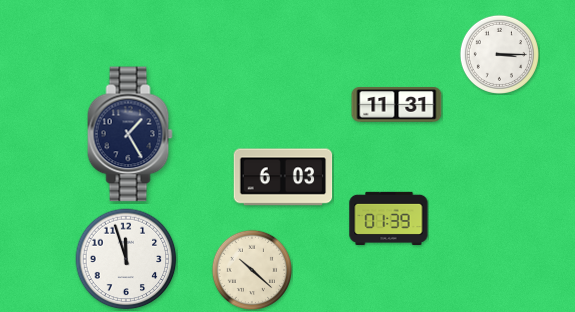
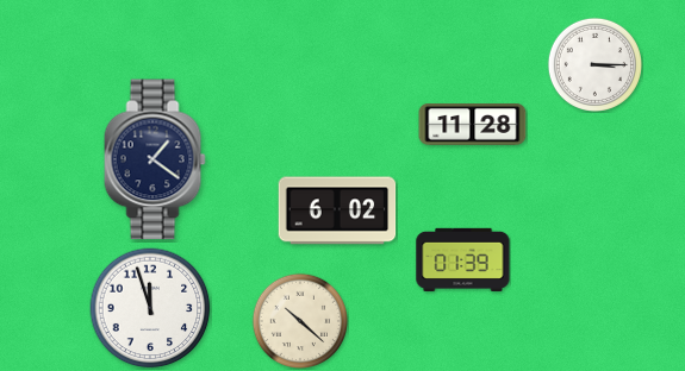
clock at (397, 105): 11:31 -> 11:28
clock at (130, 134): 1:25 -> 1:21
clock at (283, 177): 6:03 -> 6:02
